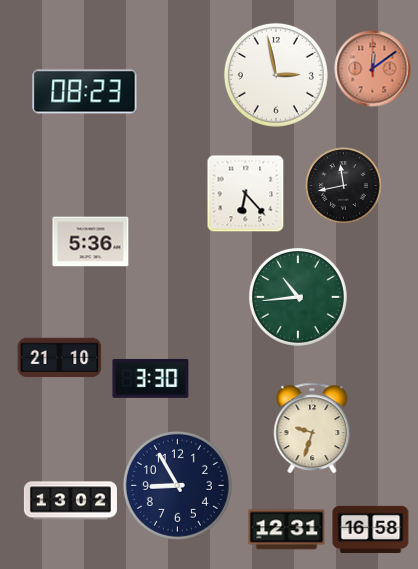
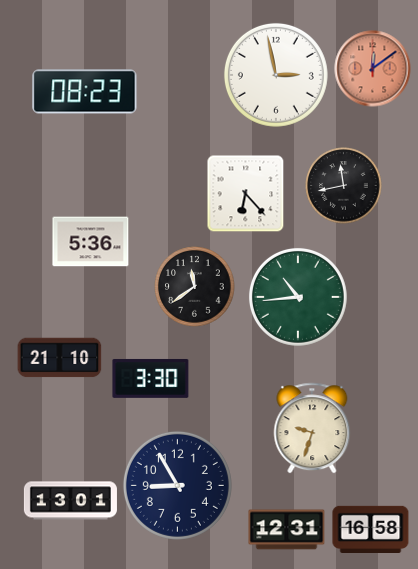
clock at (195, 287): none -> 11:39
clock at (70, 501): 13:02 -> 13:01
